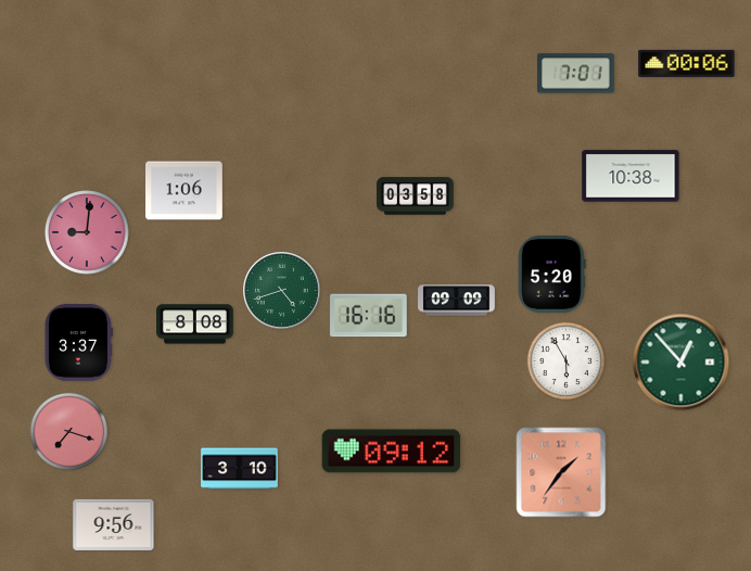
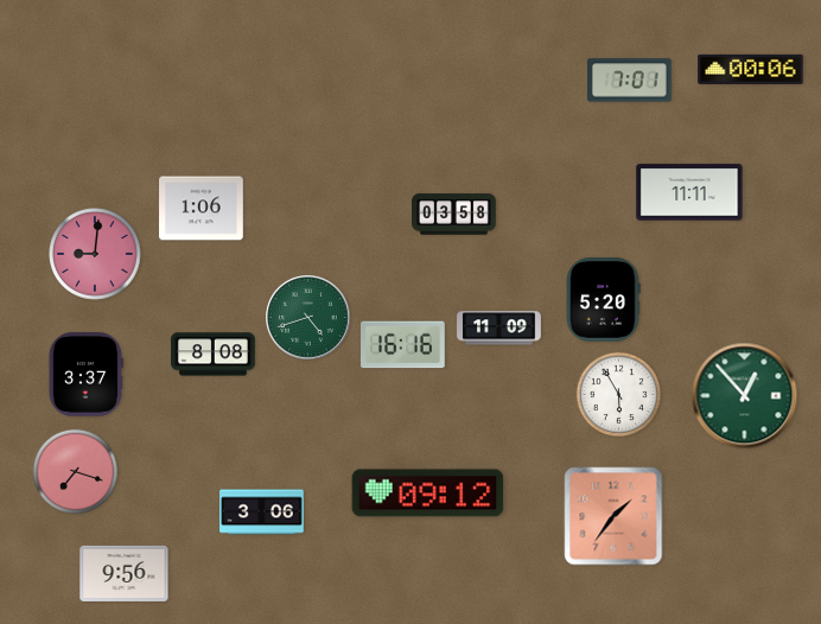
clock at (631, 176): 10:38 -> 11:11
clock at (457, 301): 09:09 -> 11:09
clock at (240, 469): 3:10 -> 3:06
